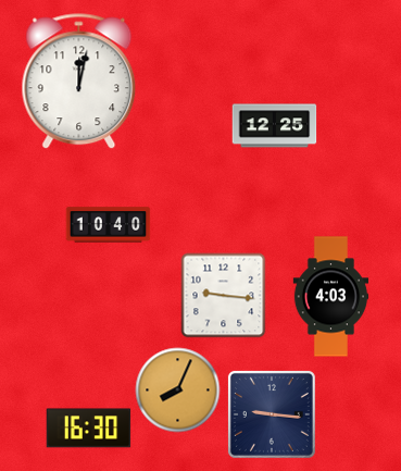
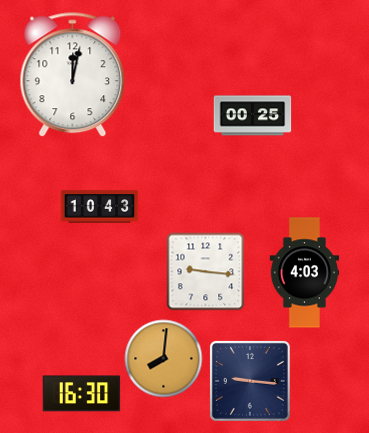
clock at (274, 126): 12:25 -> 00:25
clock at (108, 225): 10:40 -> 10:43
clock at (177, 389): 8:04 -> 8:01
